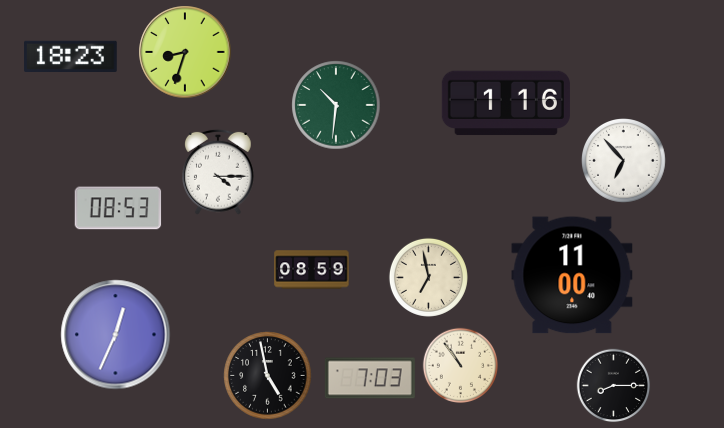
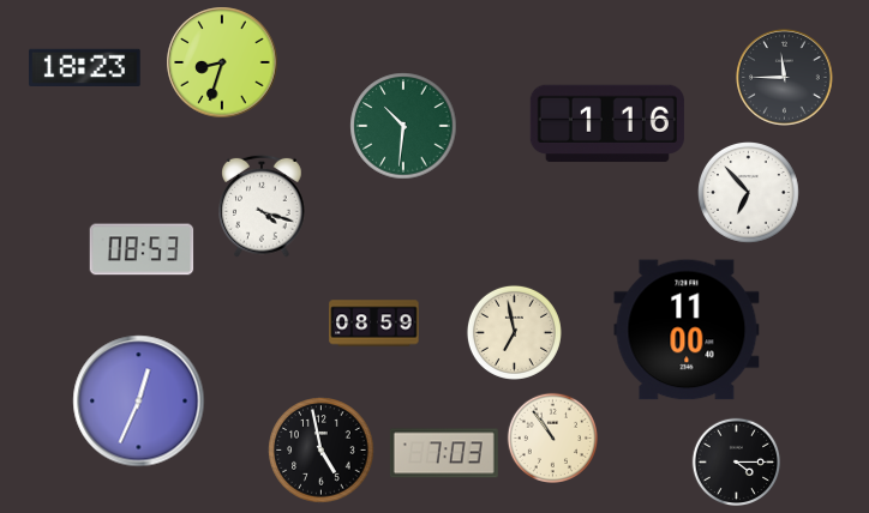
clock at (785, 78): none -> 11:45
clock at (219, 172): 4:15 -> 4:18
clock at (614, 386): 8:15 -> 4:15
